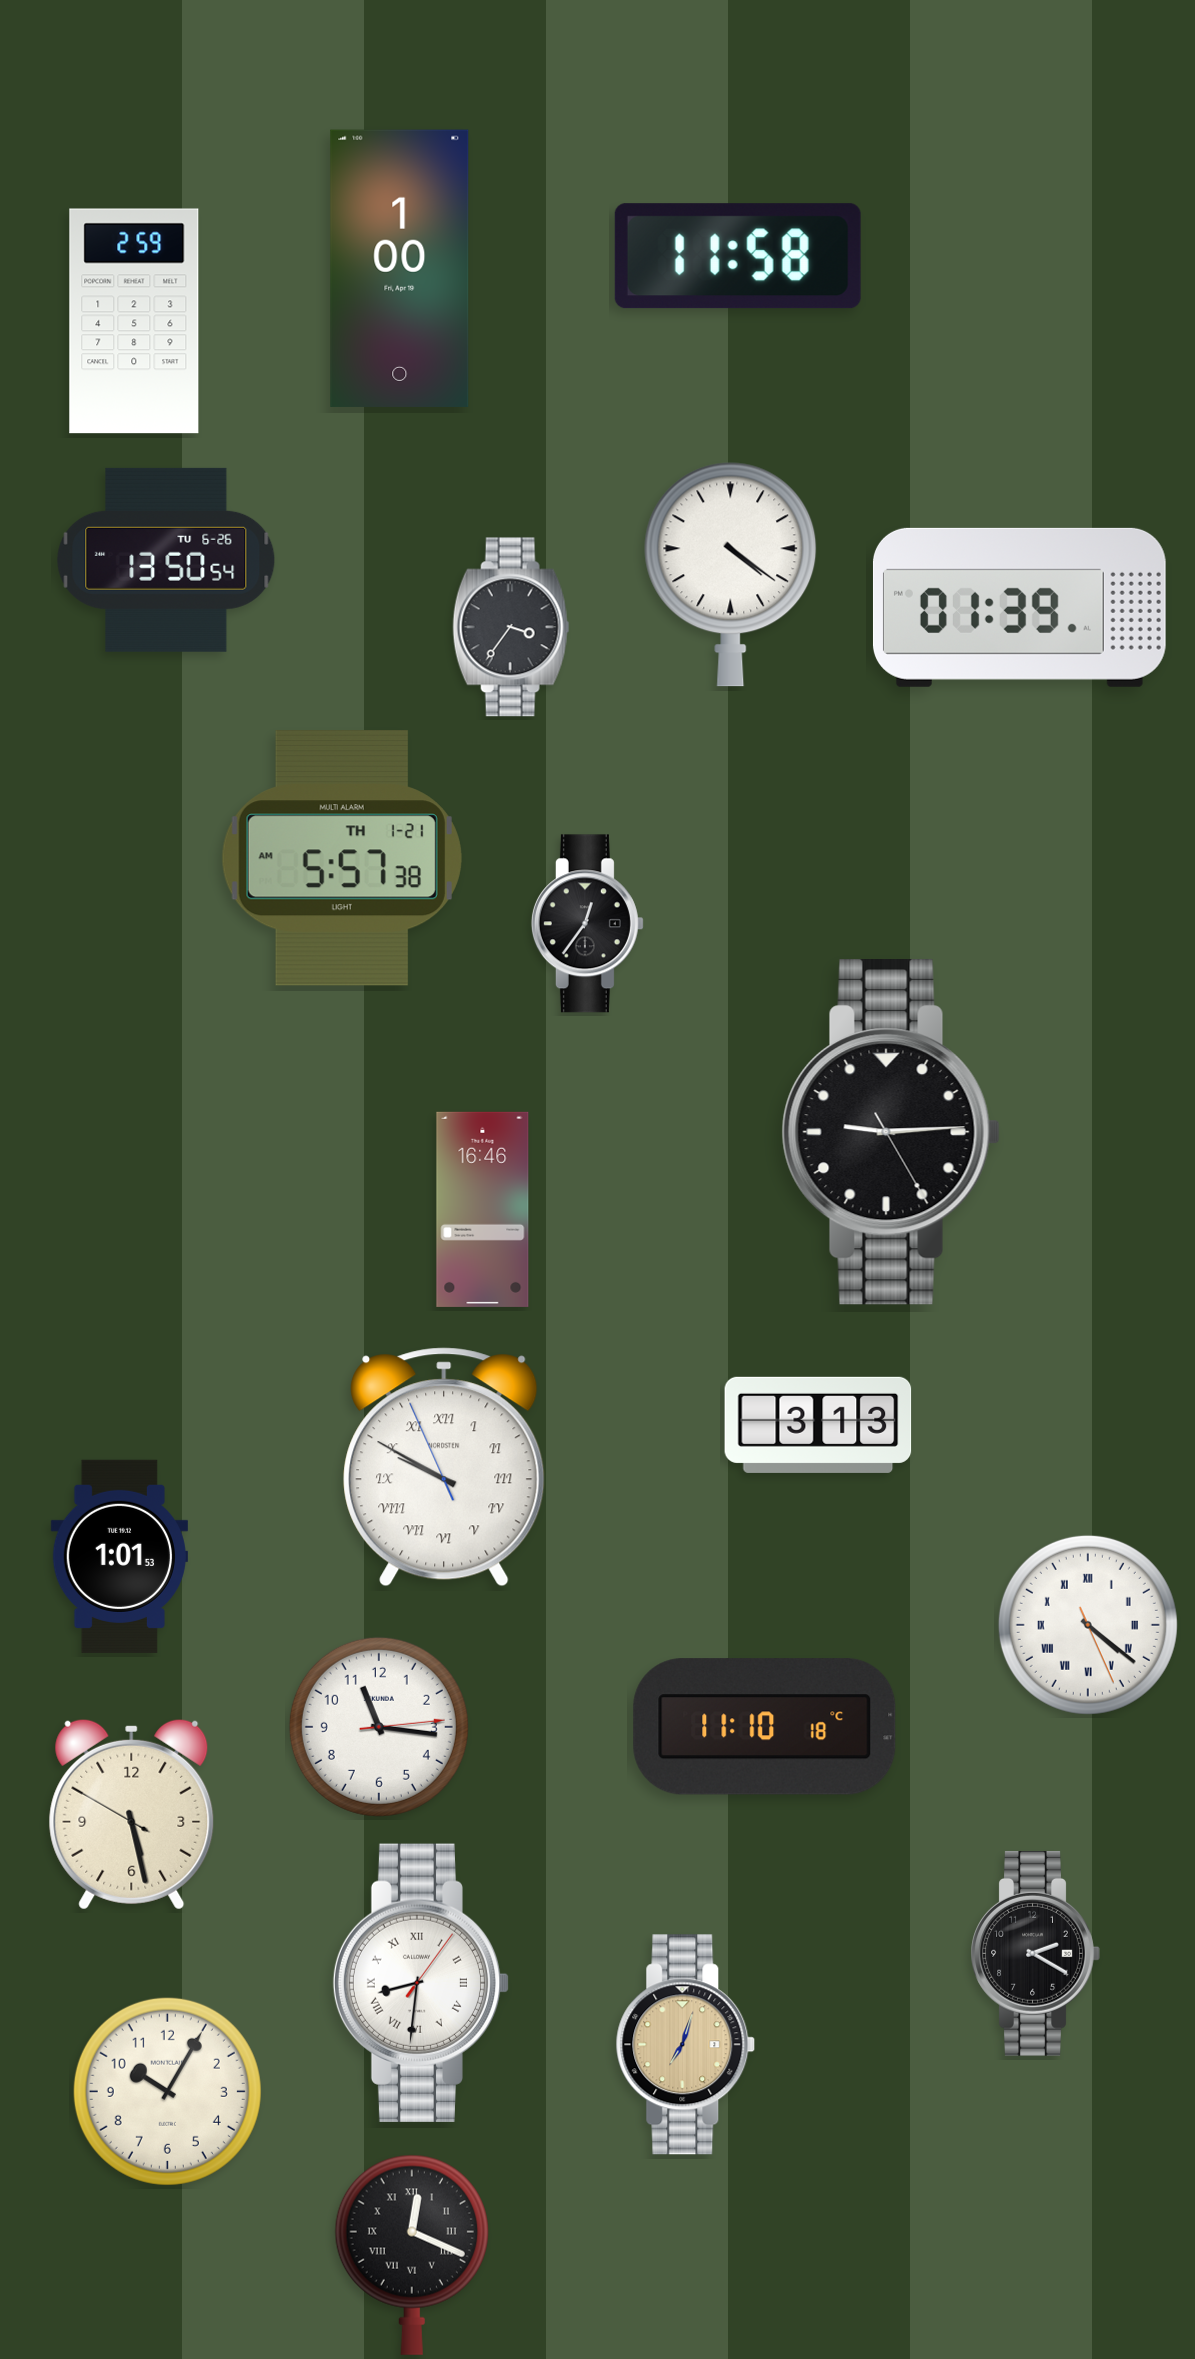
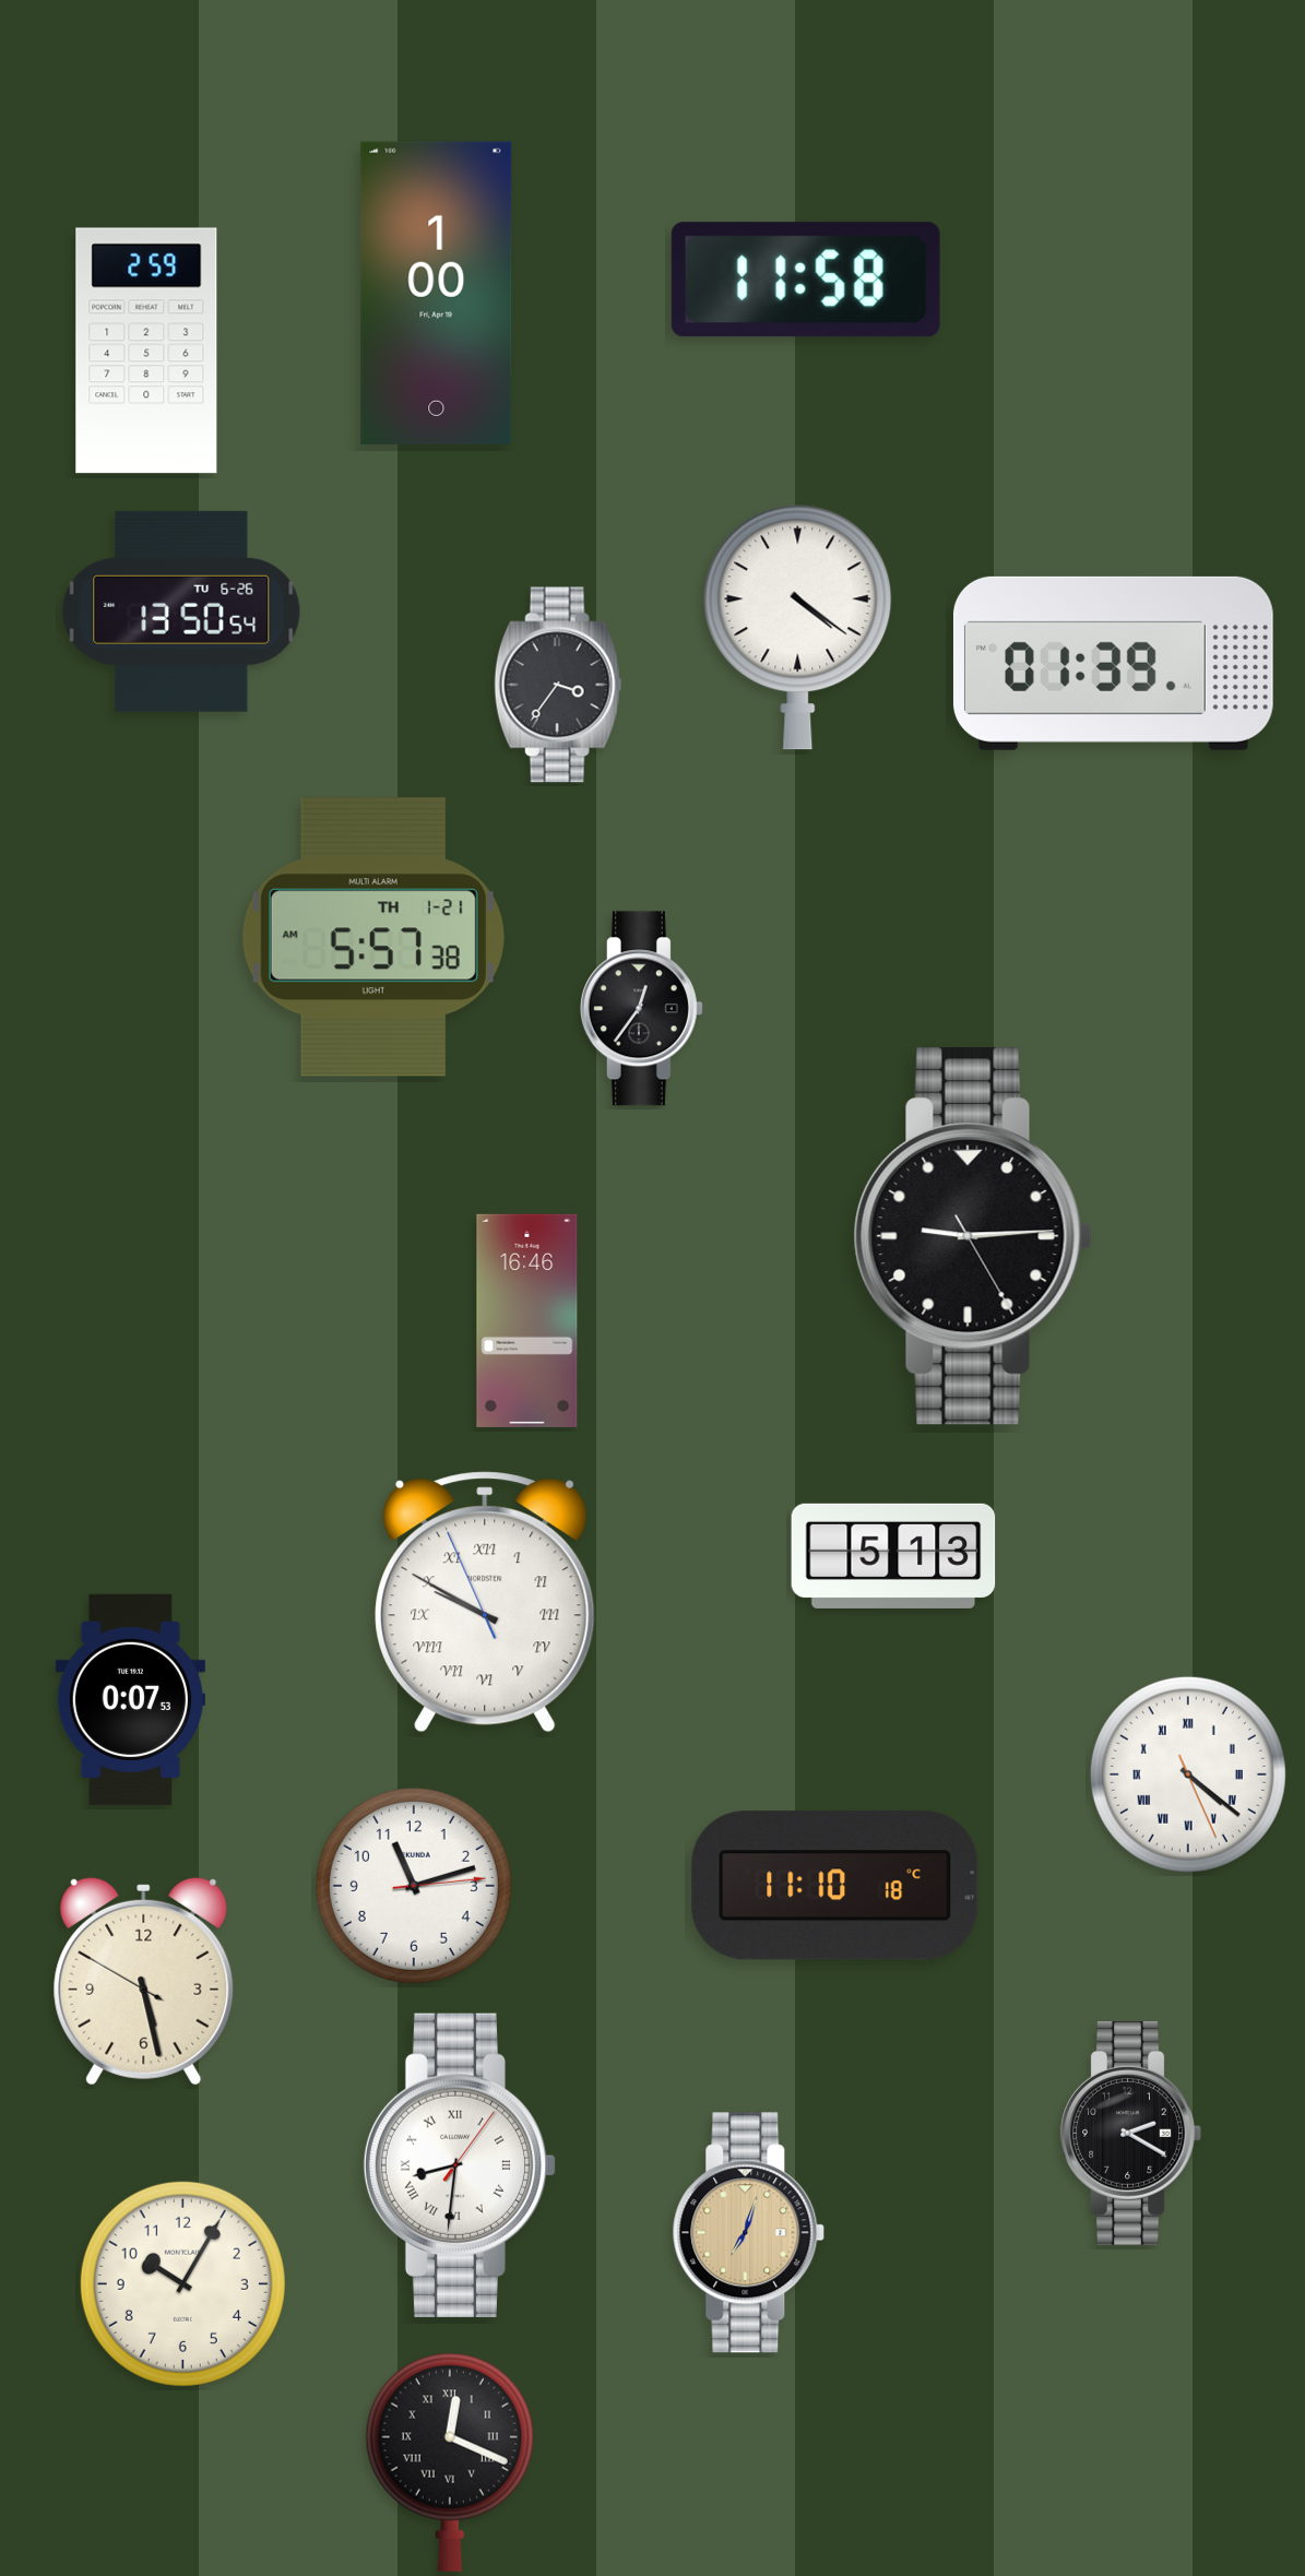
clock at (818, 1425): 3:13 -> 5:13
clock at (119, 1556): 1:01 -> 0:07
clock at (379, 1727): 11:16 -> 11:12
